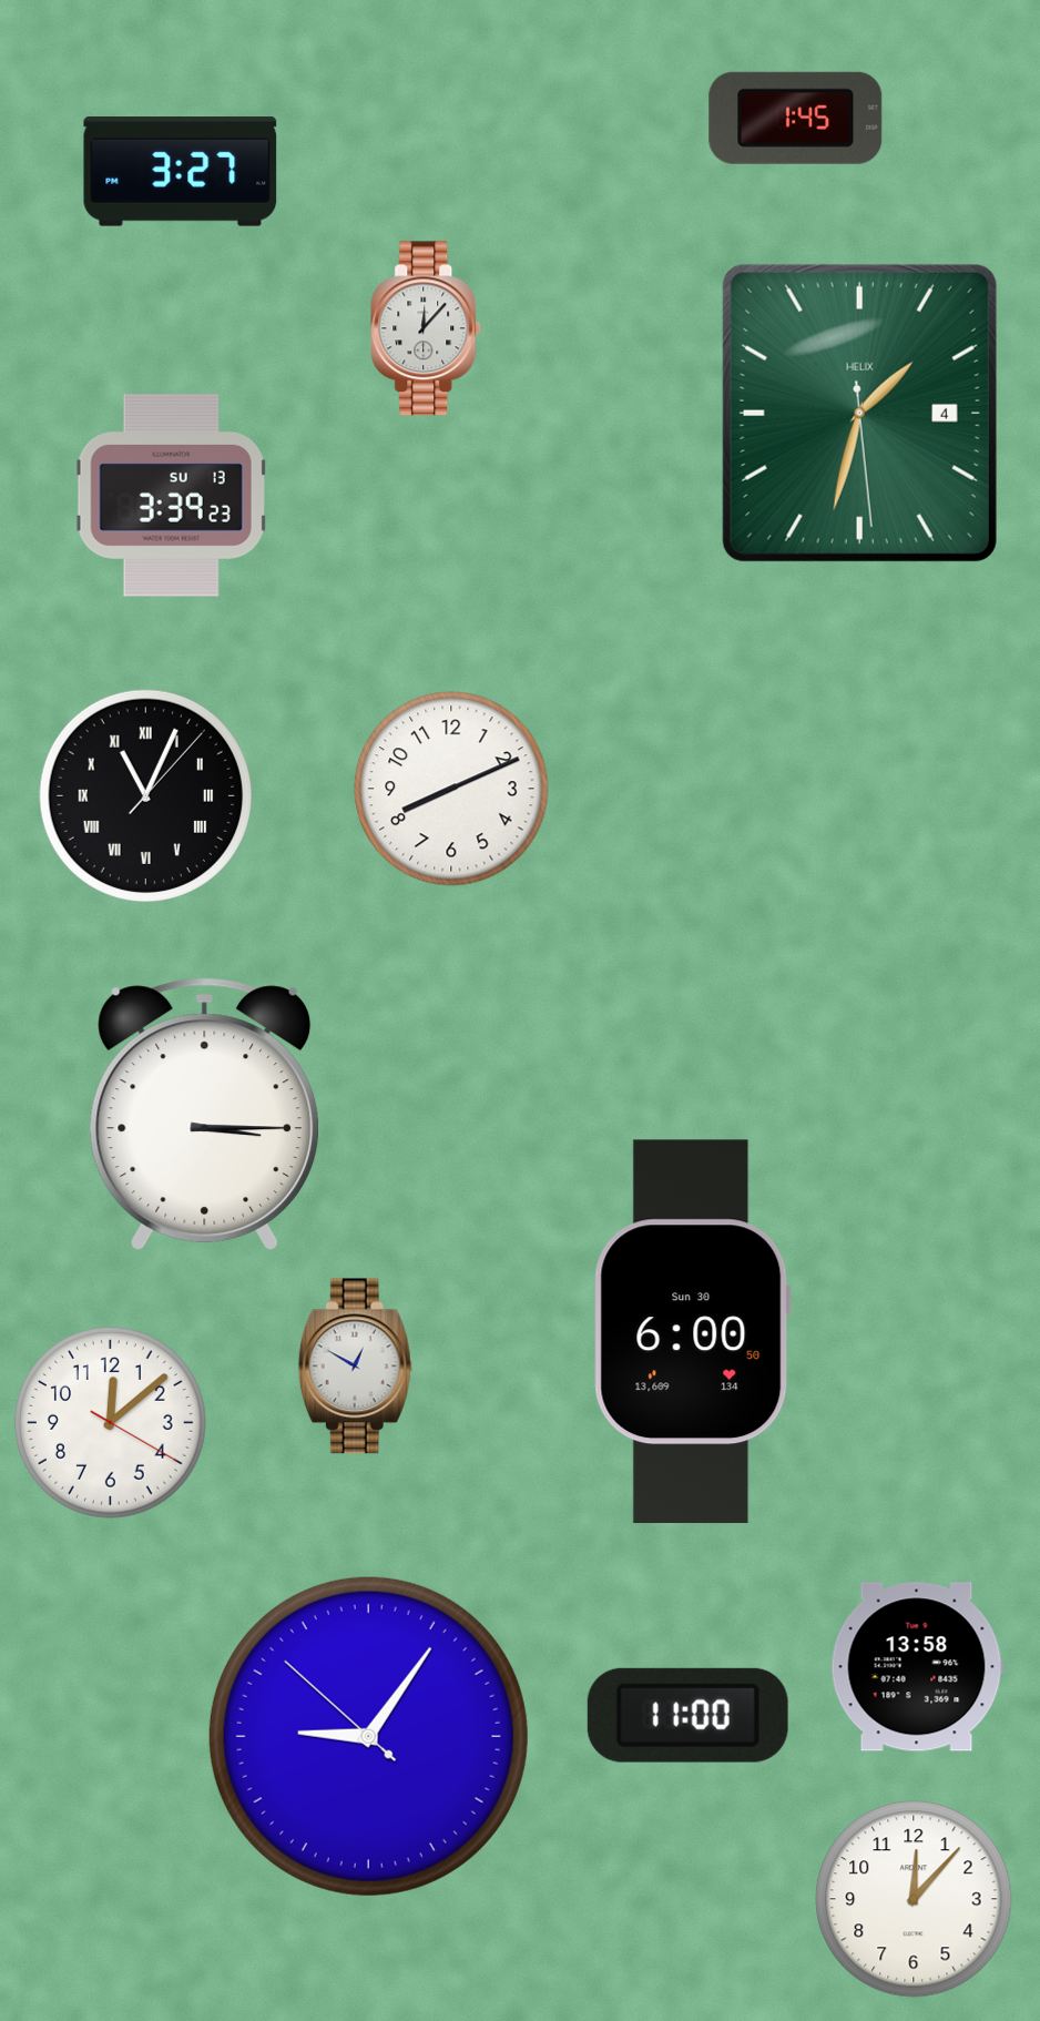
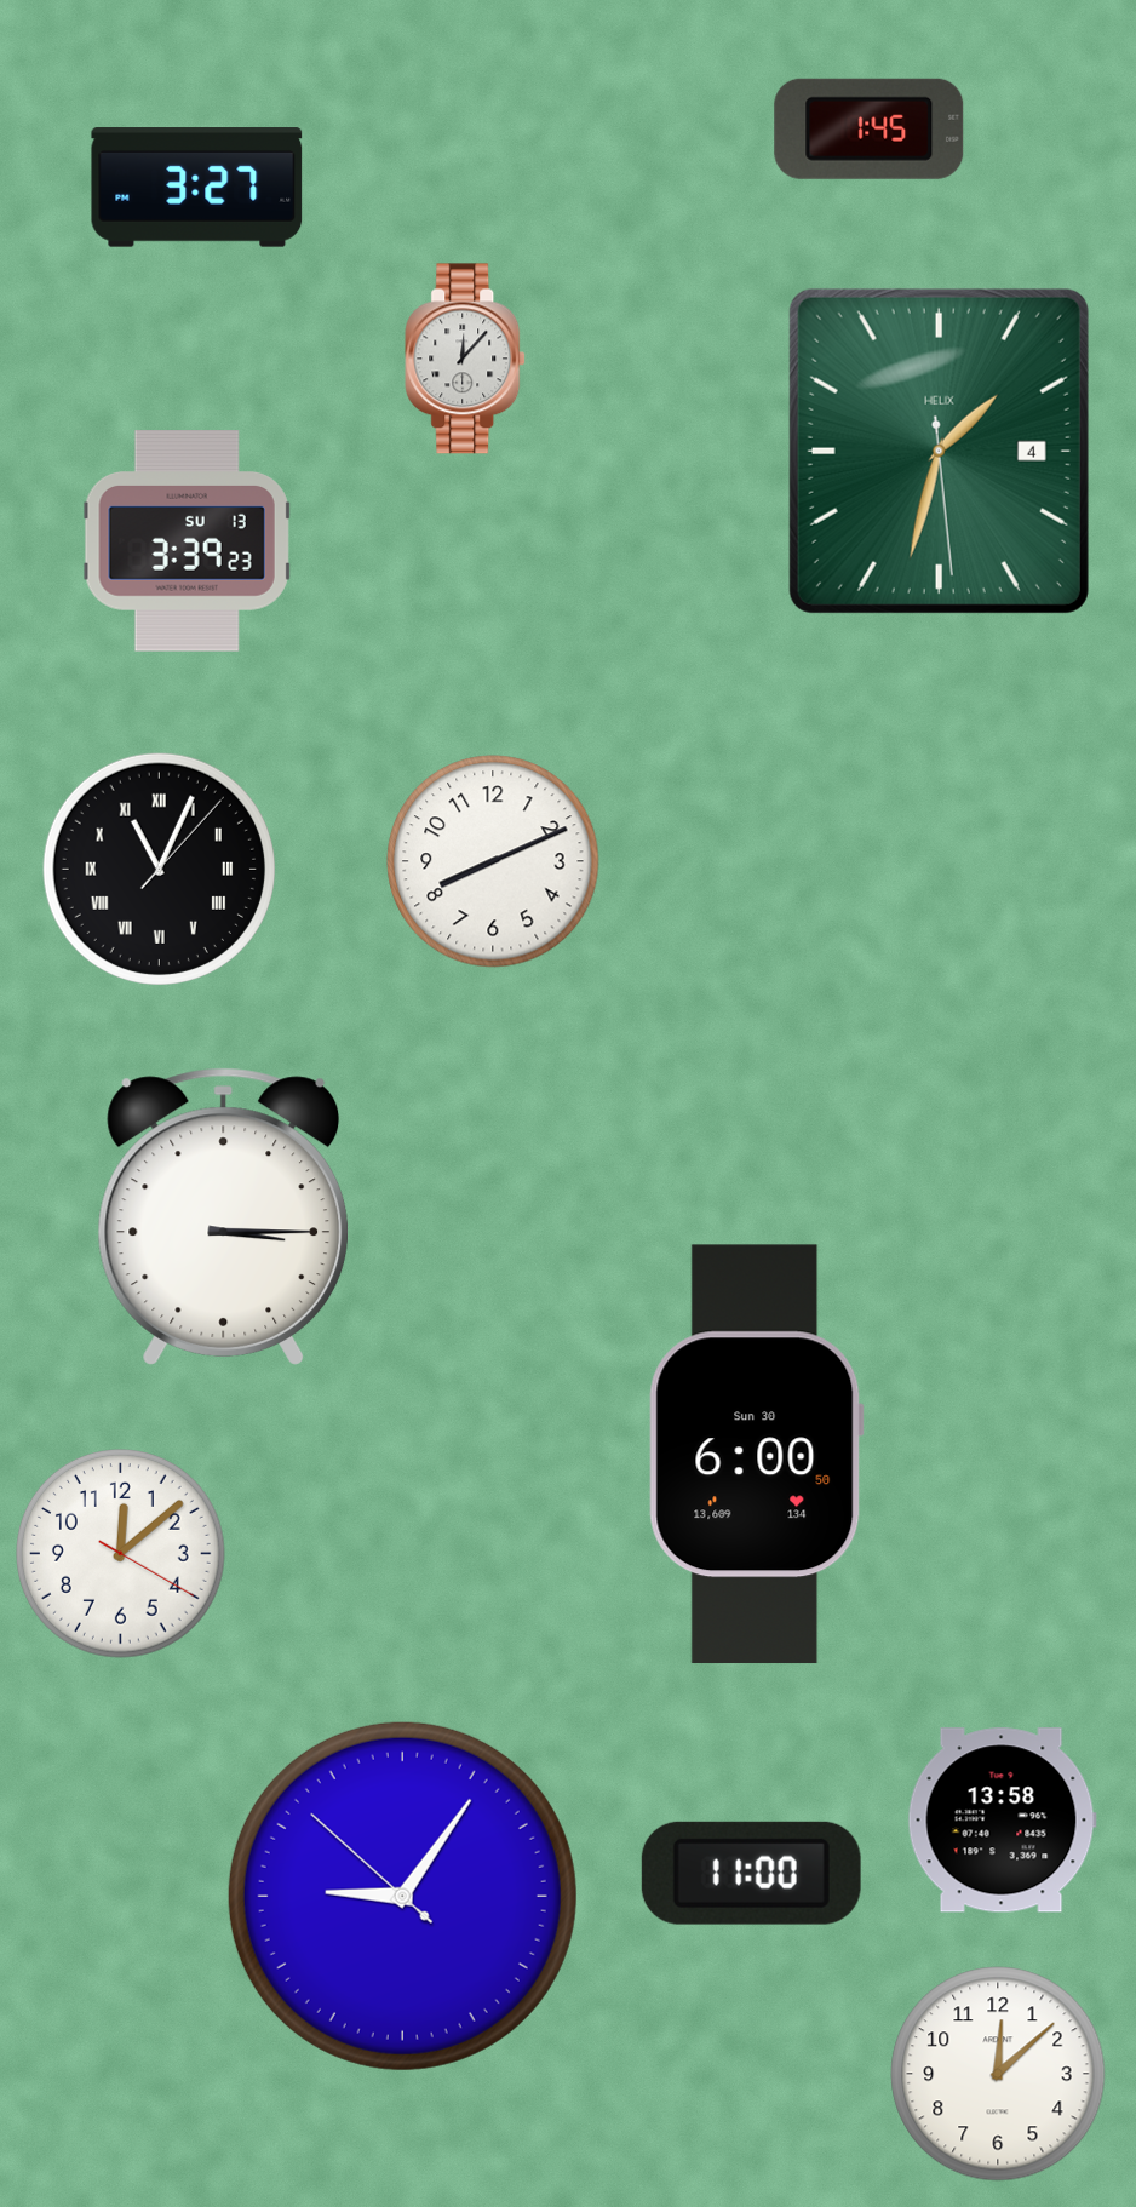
clock at (355, 1367): 12:50 -> none
clock at (914, 1899): 12:07 -> 12:08
